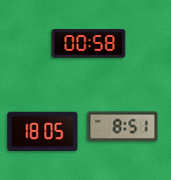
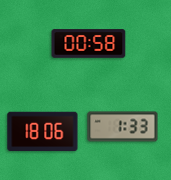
clock at (123, 127): 8:51 -> 1:33
clock at (43, 132): 18:05 -> 18:06
